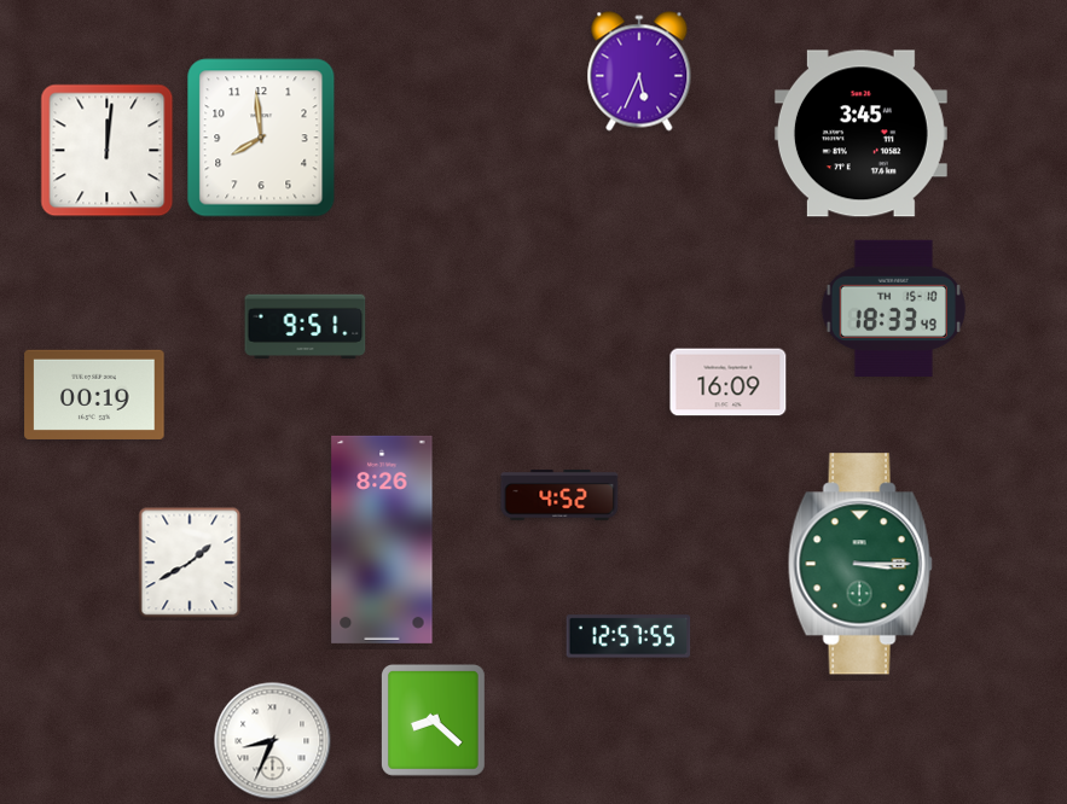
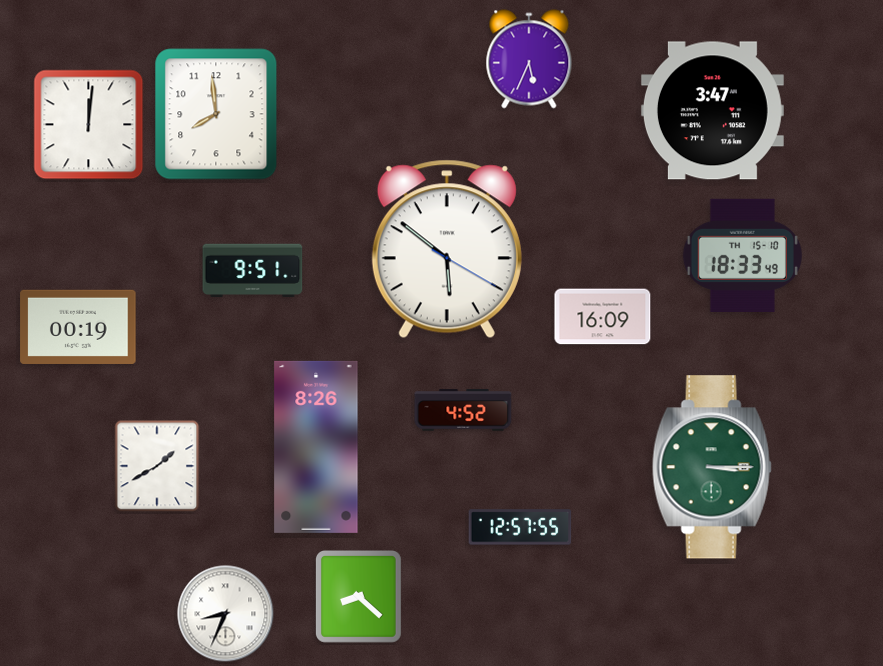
clock at (860, 134): 3:45 -> 3:47
clock at (447, 249): none -> 5:51
clock at (893, 308) position: (893, 308) -> (742, 255)
